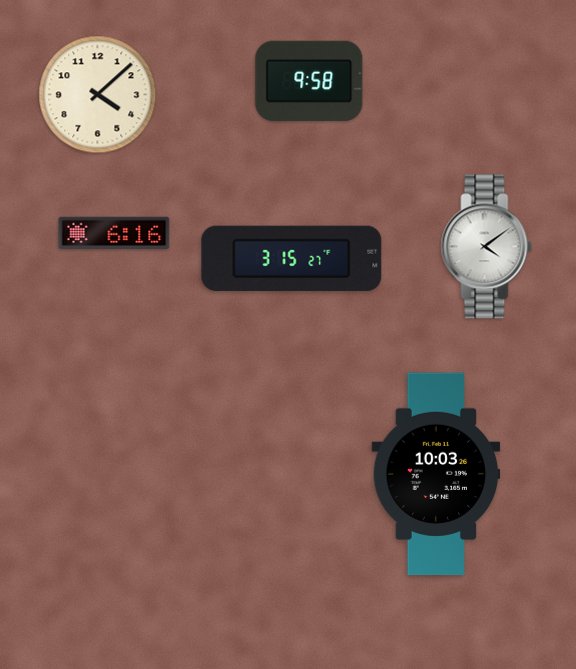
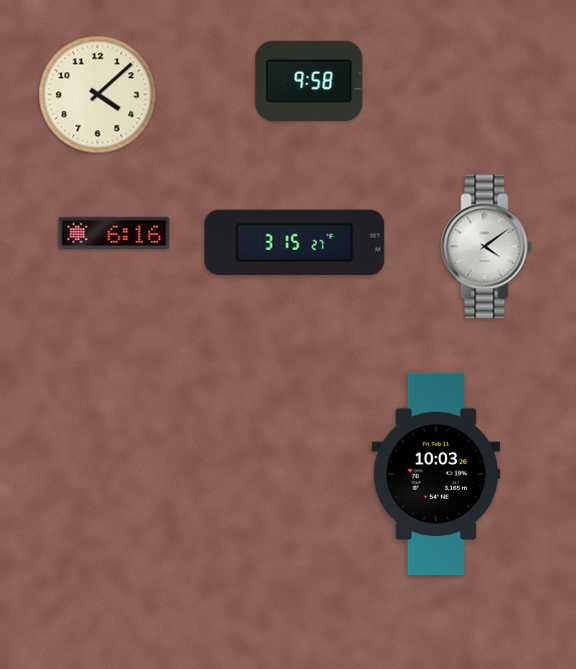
clock at (292, 258) position: (292, 258) -> (295, 242)
